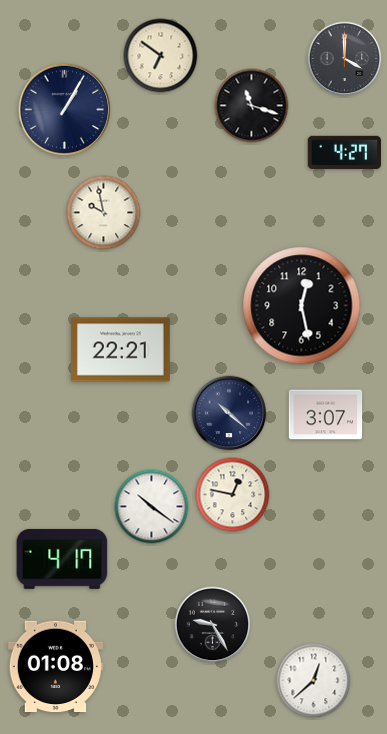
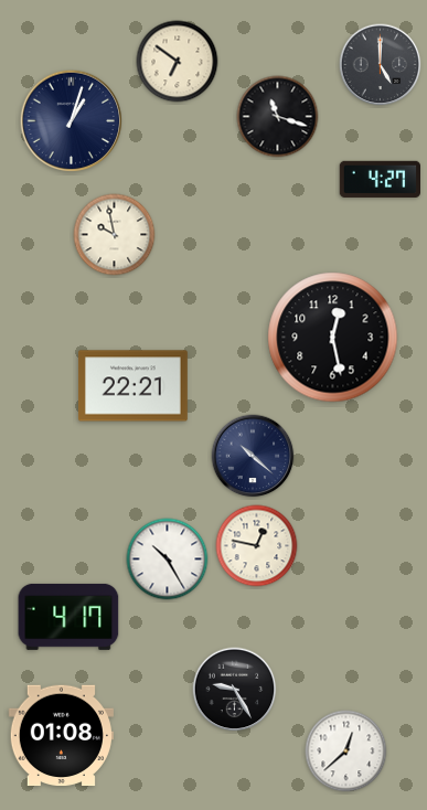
clock at (345, 59): 4:00 -> 5:00
clock at (65, 110): 1:05 -> 1:03
clock at (344, 152) position: (344, 152) -> (380, 179)
clock at (326, 415): 3:07 -> none
clock at (152, 507): 10:21 -> 10:25
